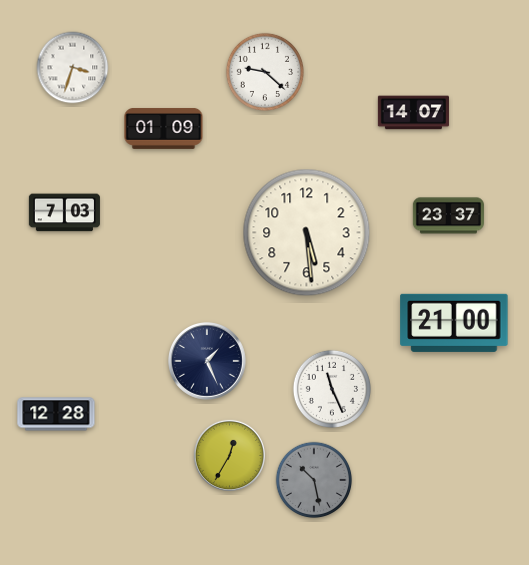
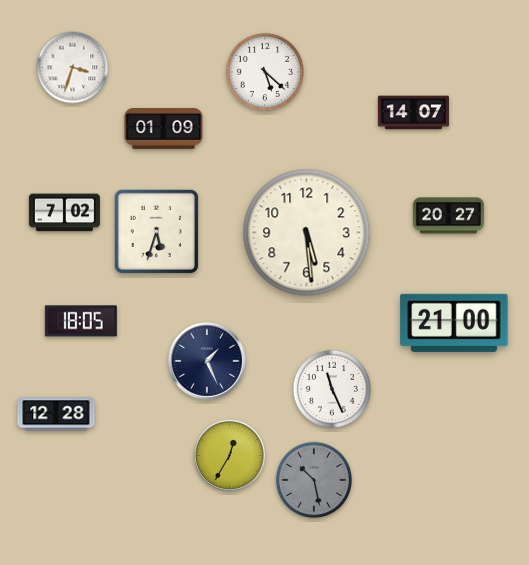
clock at (265, 72): 9:22 -> 5:22
clock at (64, 213): 7:03 -> 7:02
clock at (448, 216): 23:37 -> 20:27
clock at (157, 232): none -> 5:33
clock at (81, 321): none -> 18:05
